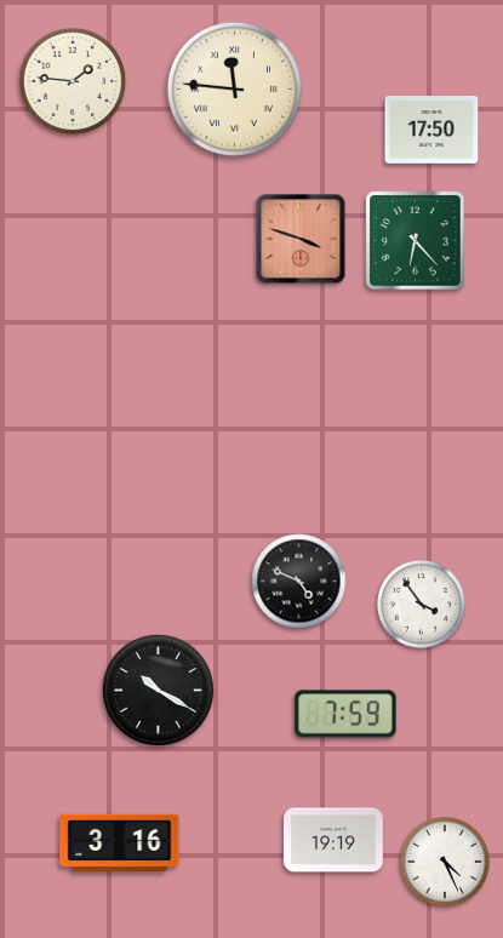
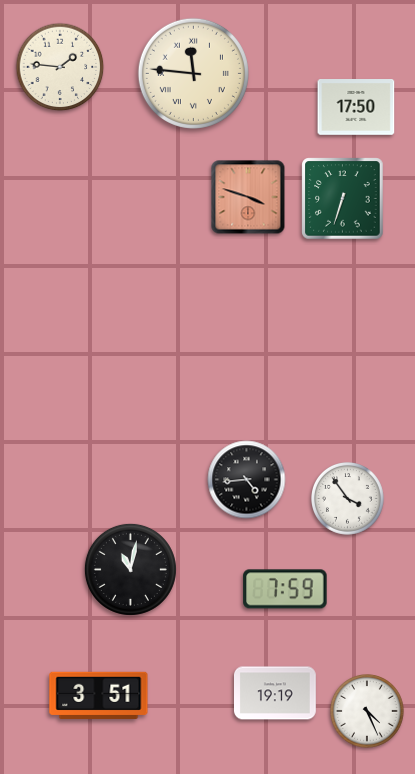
clock at (416, 241): 6:23 -> 6:33
clock at (299, 582): 4:49 -> 4:44
clock at (158, 690): 10:20 -> 11:02
clock at (120, 842): 3:16 -> 3:51
